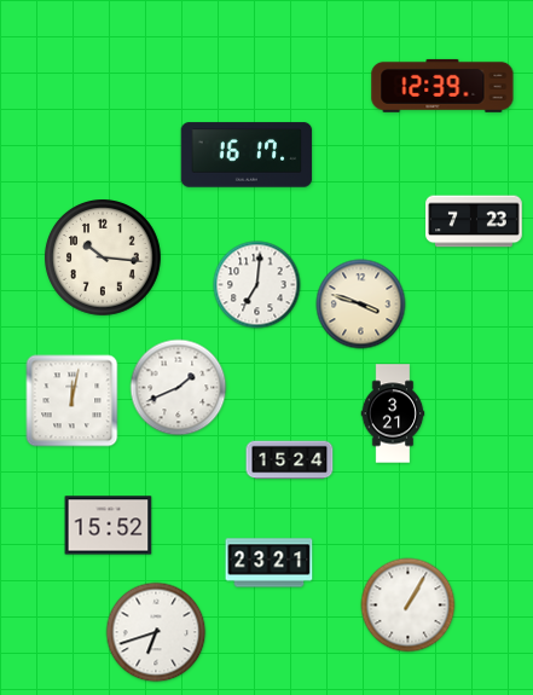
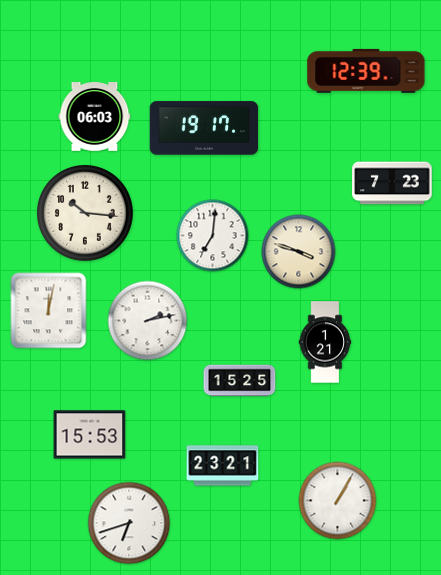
clock at (95, 117): none -> 06:03
clock at (247, 155): 16:17 -> 19:17
clock at (179, 388): 1:41 -> 2:13
clock at (73, 401) position: (73, 401) -> (49, 311)
clock at (393, 413): 3:21 -> 1:21
clock at (290, 461): 15:24 -> 15:25
clock at (109, 526): 15:52 -> 15:53
